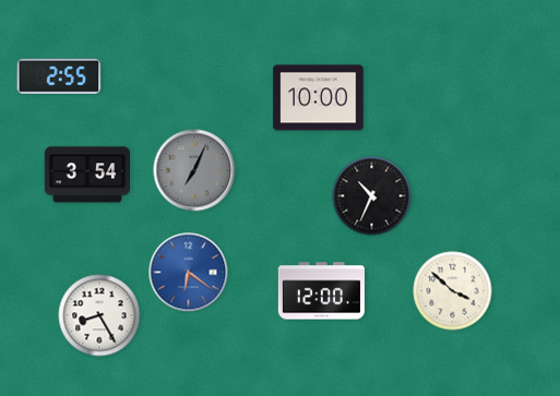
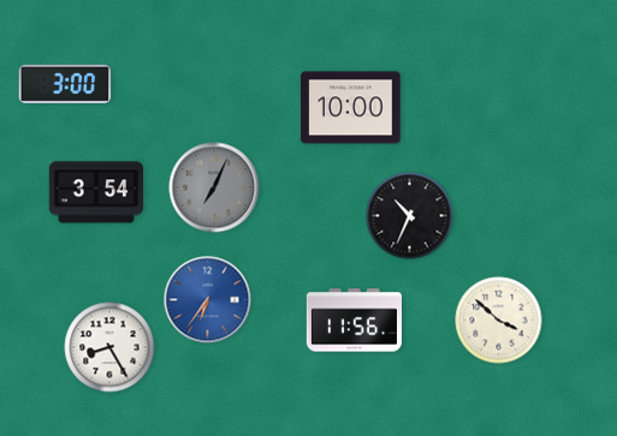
clock at (59, 76): 2:55 -> 3:00
clock at (189, 273): 6:21 -> 6:36
clock at (321, 291): 12:00 -> 11:56
